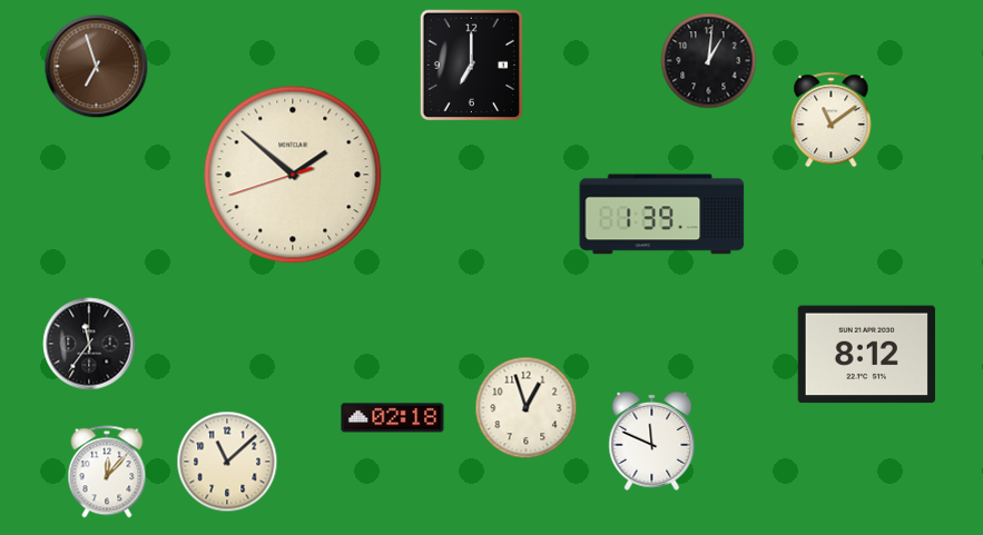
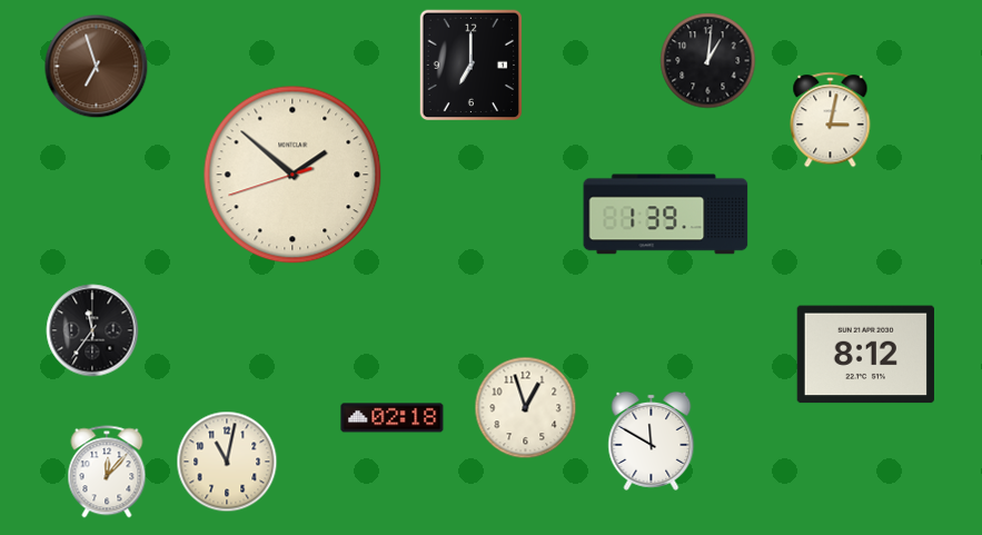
clock at (832, 120): 11:09 -> 3:02
clock at (662, 215) position: (662, 215) -> (666, 215)
clock at (89, 344) position: (89, 344) -> (92, 330)
clock at (652, 440): 11:49 -> 11:50
clock at (227, 462): 11:08 -> 11:02
